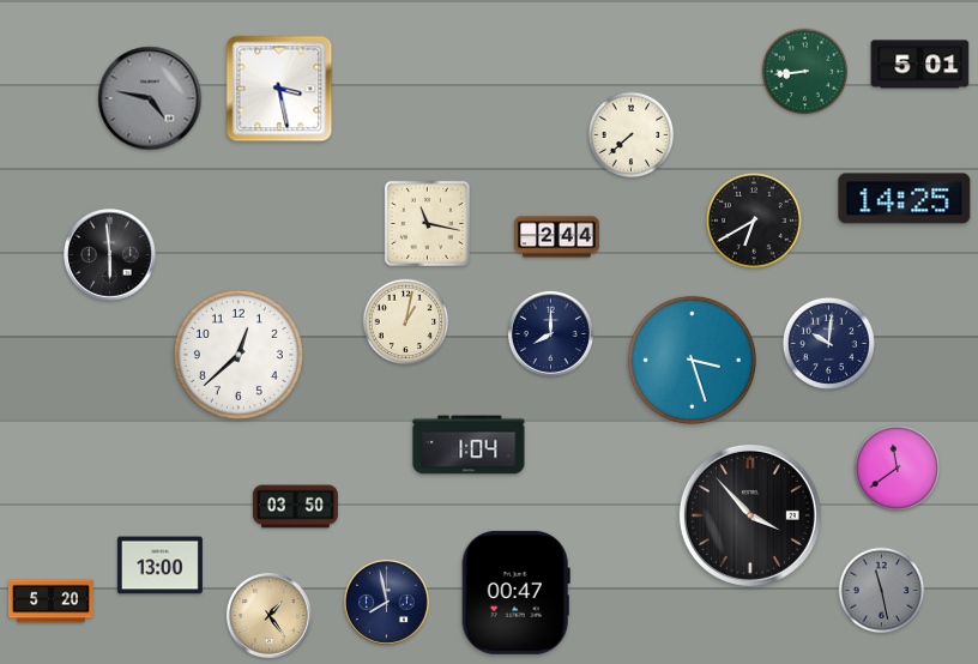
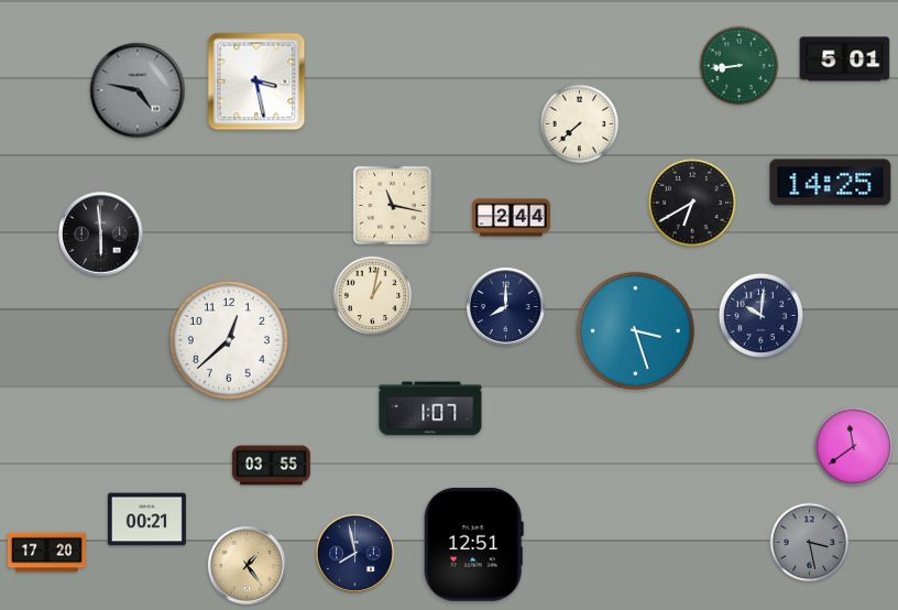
clock at (239, 355) position: (239, 355) -> (229, 340)
clock at (469, 445): 1:04 -> 1:07
clock at (898, 469) position: (898, 469) -> (854, 447)
clock at (295, 507): 03:50 -> 03:55
clock at (750, 515): 3:53 -> none
clock at (159, 566): 13:00 -> 00:21
clock at (882, 591): 11:28 -> 3:28
clock at (515, 592): 00:47 -> 12:51
clock at (50, 602): 5:20 -> 17:20
